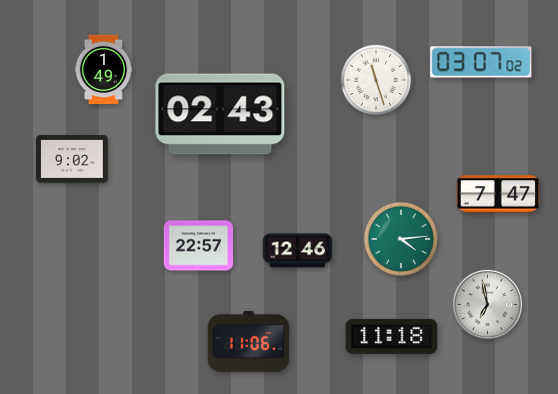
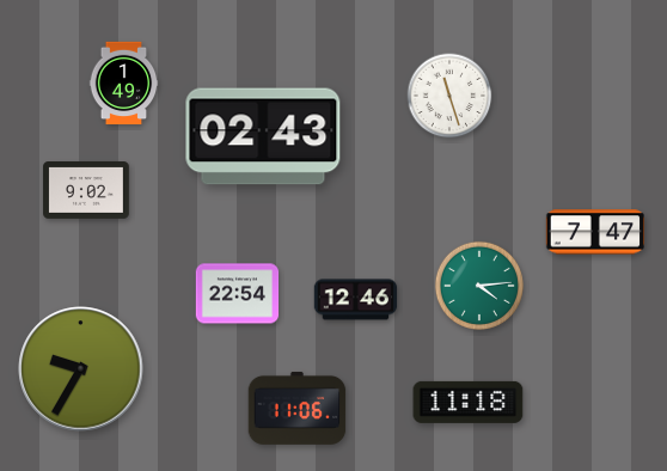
clock at (481, 62): 03:07 -> none
clock at (199, 246): 22:57 -> 22:54
clock at (487, 304): 6:58 -> none
clock at (81, 369): none -> 9:35
